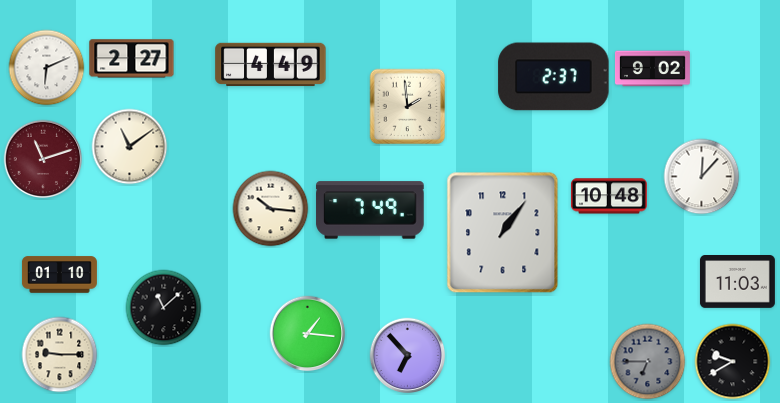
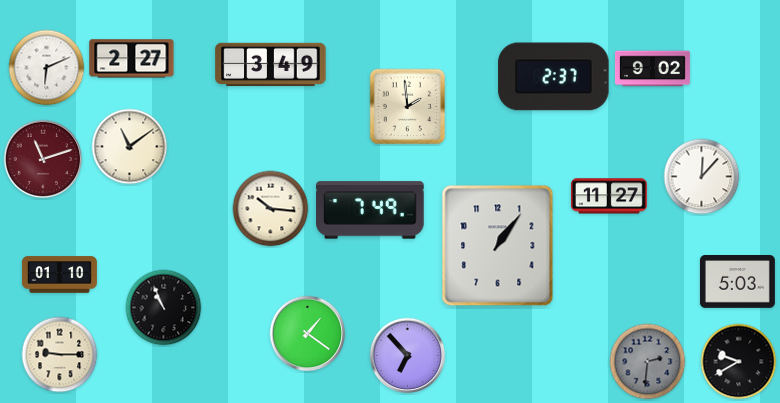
clock at (271, 65): 4:49 -> 3:49
clock at (609, 196): 10:48 -> 11:27
clock at (503, 233) position: (503, 233) -> (498, 246)
clock at (737, 282): 11:03 -> 5:03
clock at (164, 308): 11:08 -> 10:56
clock at (308, 334): 1:16 -> 1:21
clock at (648, 362): 6:45 -> 2:31
clock at (733, 362) position: (733, 362) -> (739, 362)
